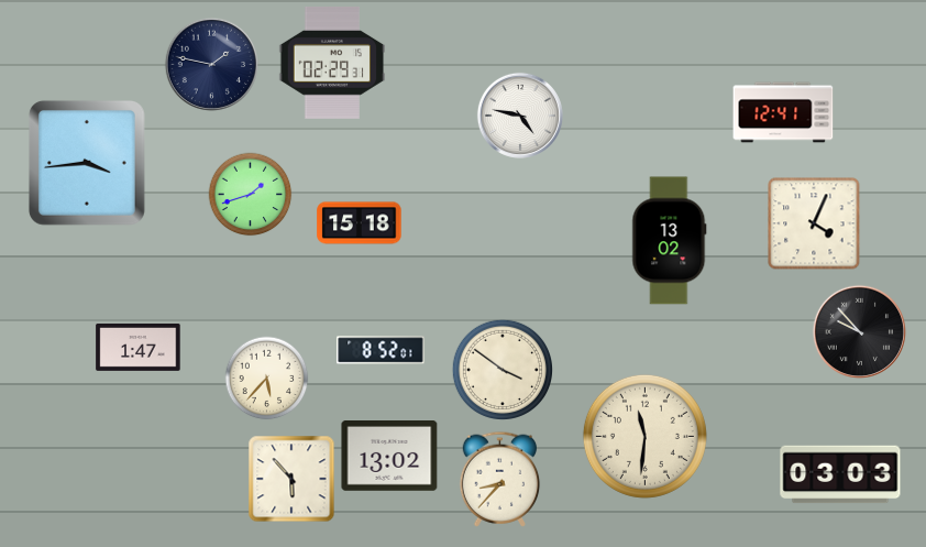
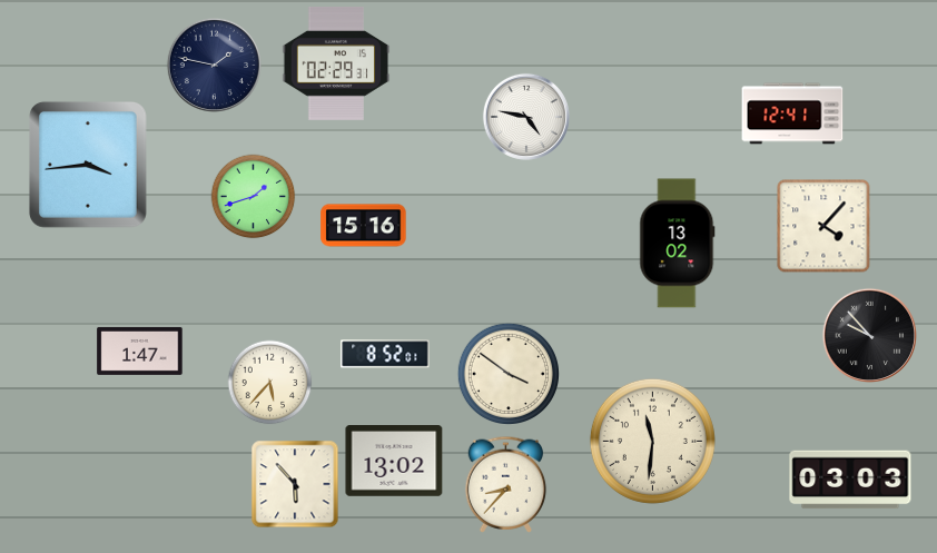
clock at (360, 223): 15:18 -> 15:16
clock at (814, 223): 4:04 -> 4:07
